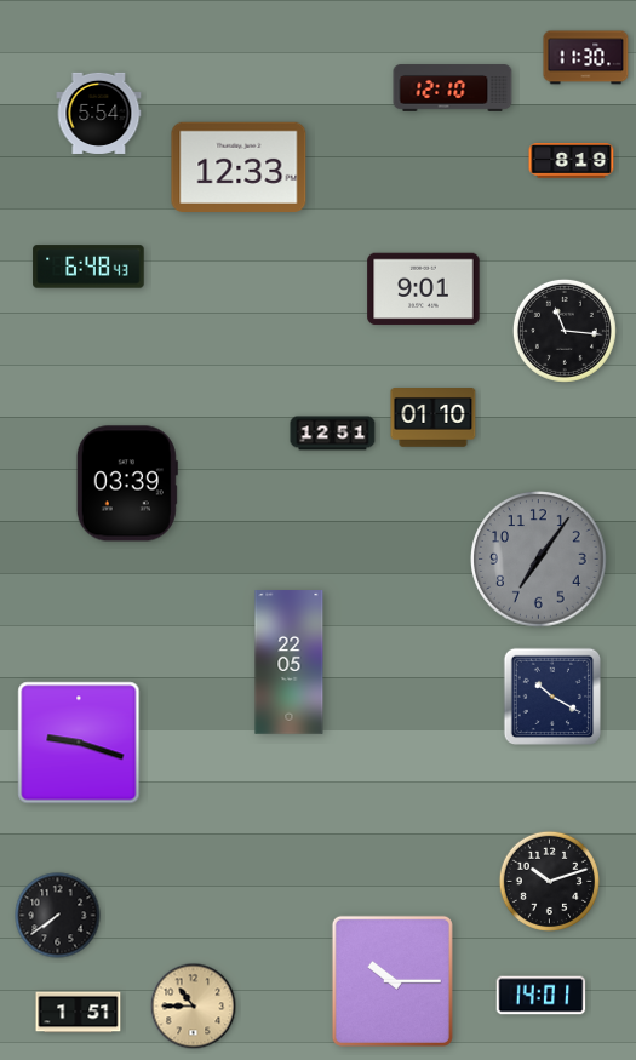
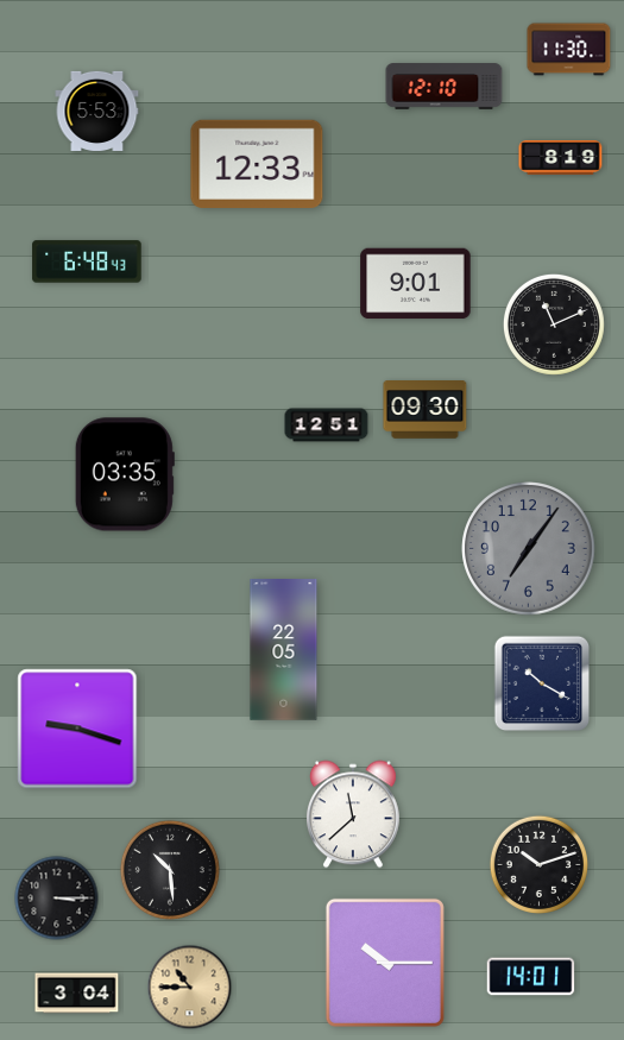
clock at (586, 58) position: (586, 58) -> (569, 50)
clock at (99, 113): 5:54 -> 5:53
clock at (239, 166) position: (239, 166) -> (257, 163)
clock at (565, 331): 11:16 -> 11:11
clock at (434, 418): 01:10 -> 09:30
clock at (127, 483): 03:39 -> 03:35
clock at (353, 814): none -> 11:38
clock at (170, 870): none -> 10:29
clock at (58, 916): 7:39 -> 3:15
clock at (79, 1013): 1:51 -> 3:04
